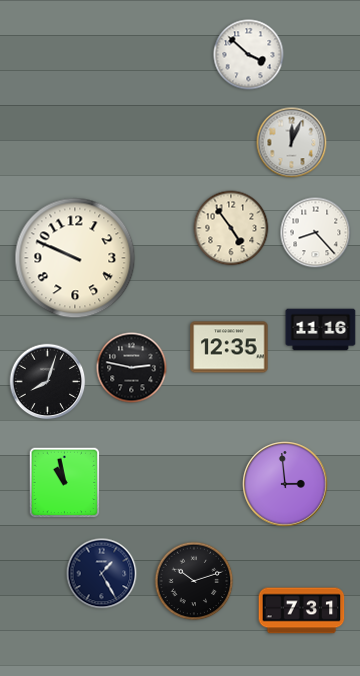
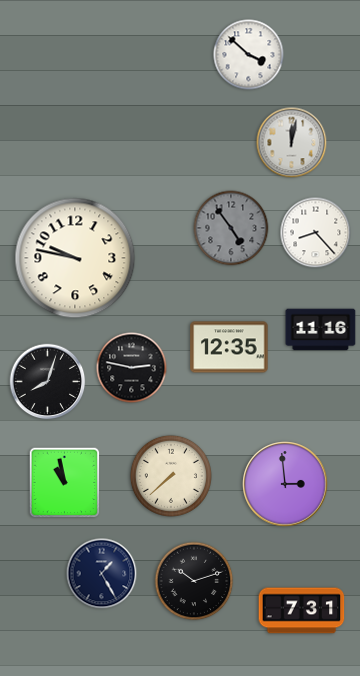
clock at (292, 143): 12:04 -> 12:02
clock at (231, 228) dial: cream -> grey
clock at (75, 258): 9:49 -> 9:47
clock at (171, 476): none -> 7:38
